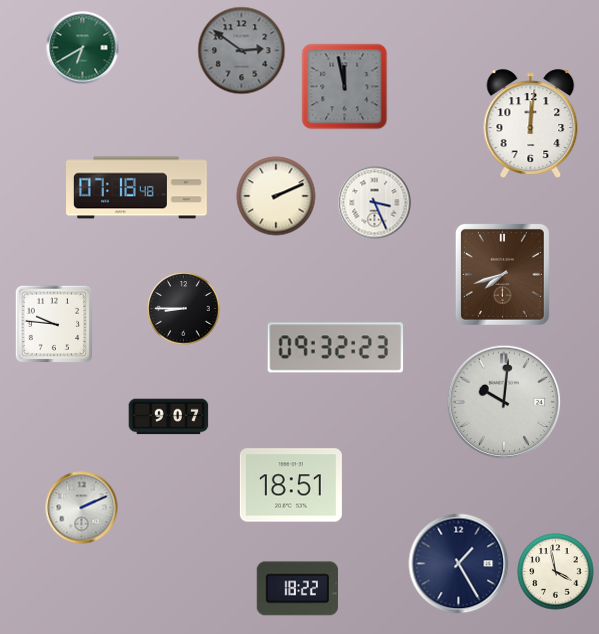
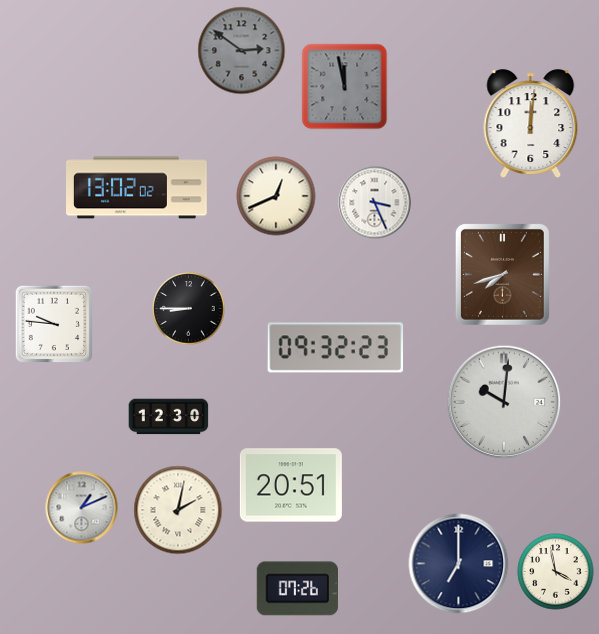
clock at (83, 48): 6:40 -> none
clock at (137, 188): 07:18 -> 13:02
clock at (276, 196): 2:11 -> 12:41
clock at (184, 309) position: (184, 309) -> (189, 309)
clock at (169, 417): 9:07 -> 12:30
clock at (291, 485): 18:51 -> 20:51
clock at (82, 508): 2:11 -> 1:11
clock at (178, 510): none -> 2:02
clock at (459, 564): 1:25 -> 7:00
clock at (297, 589): 18:22 -> 07:26
